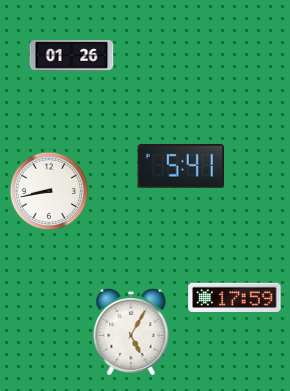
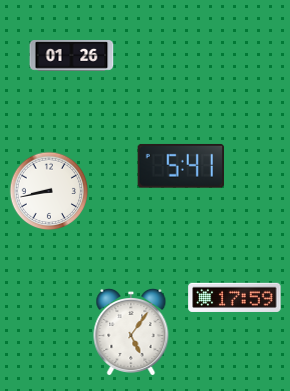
clock at (131, 332): 5:05 -> 5:06
